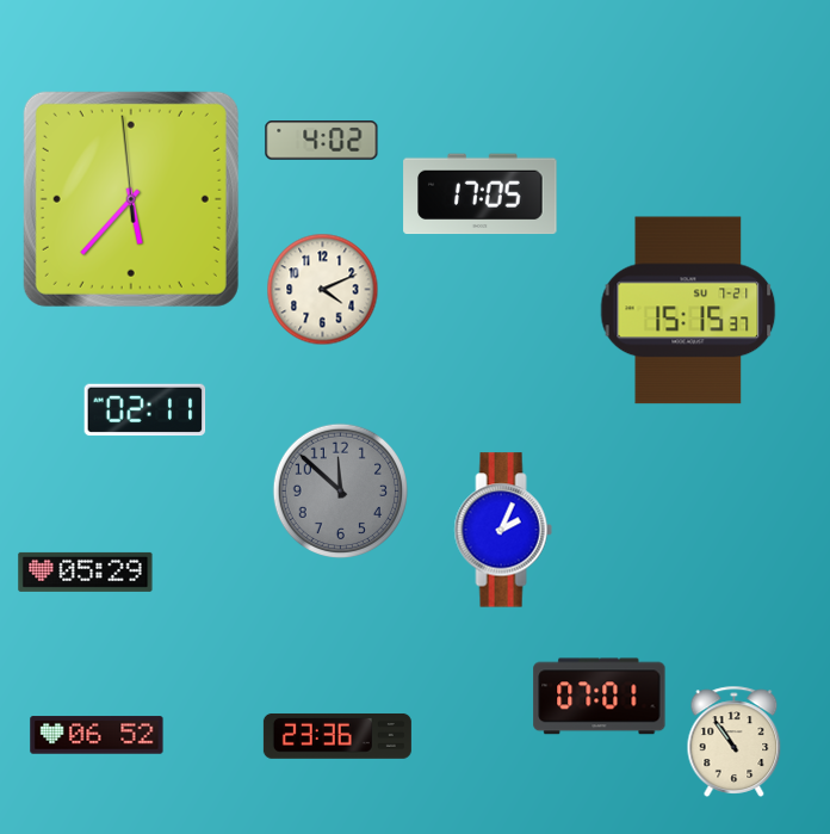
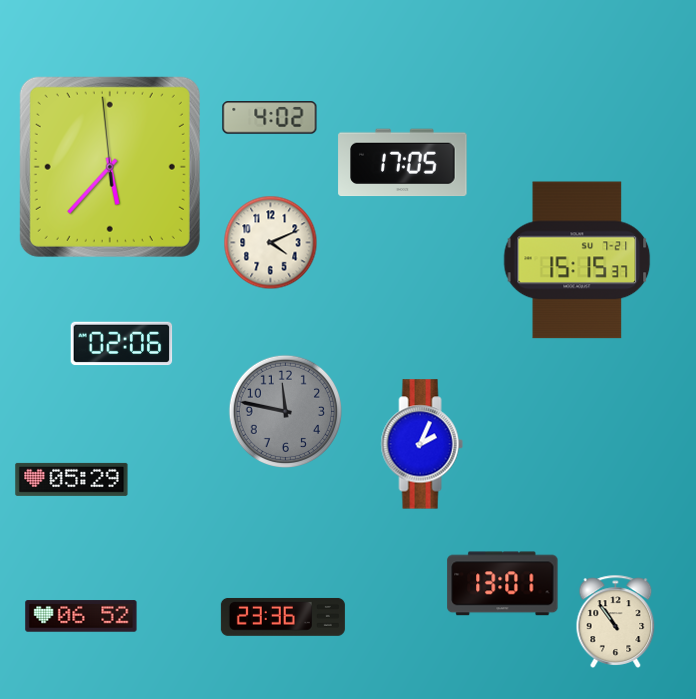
clock at (145, 410): 02:11 -> 02:06
clock at (340, 490): 11:52 -> 11:47
clock at (600, 697): 07:01 -> 13:01
